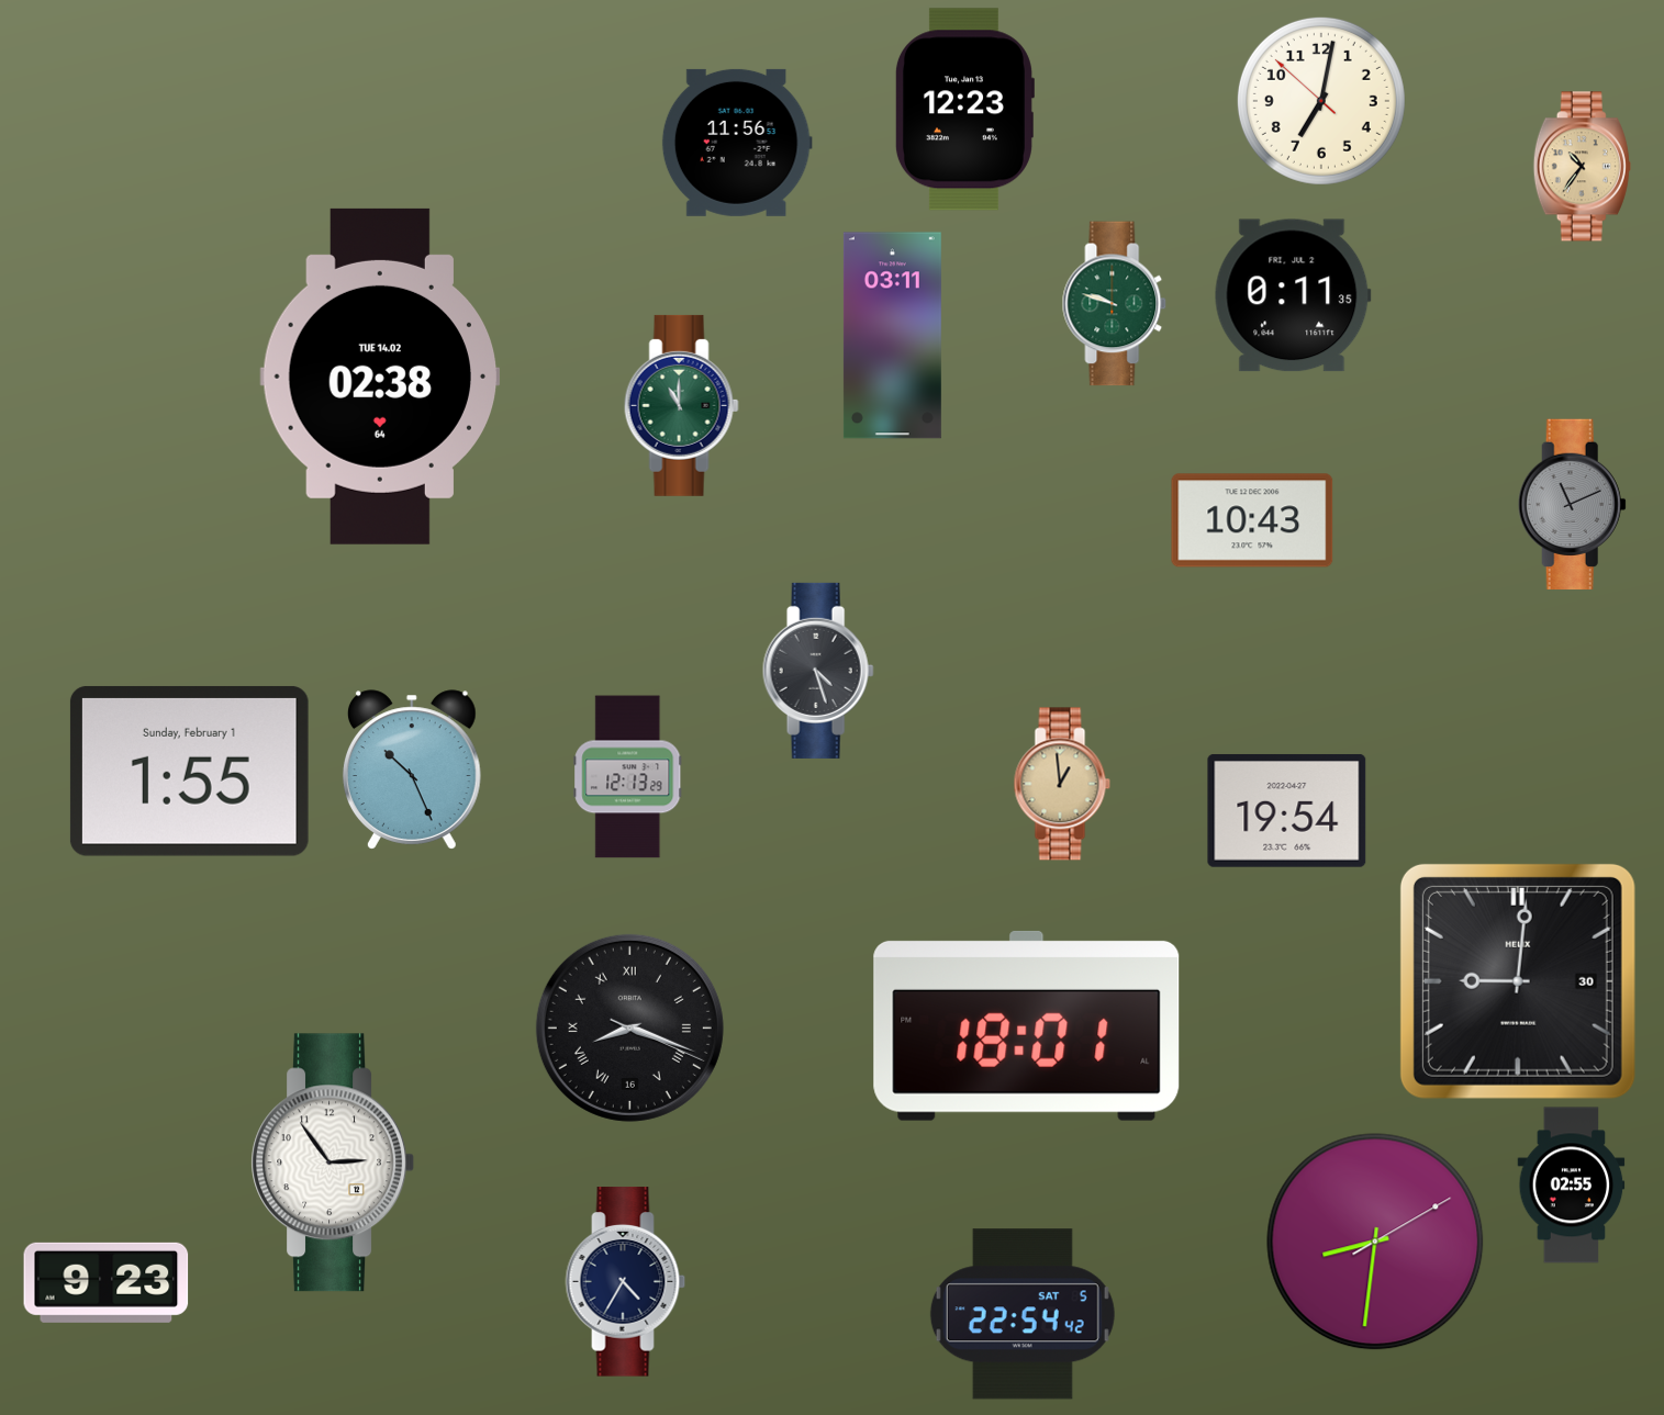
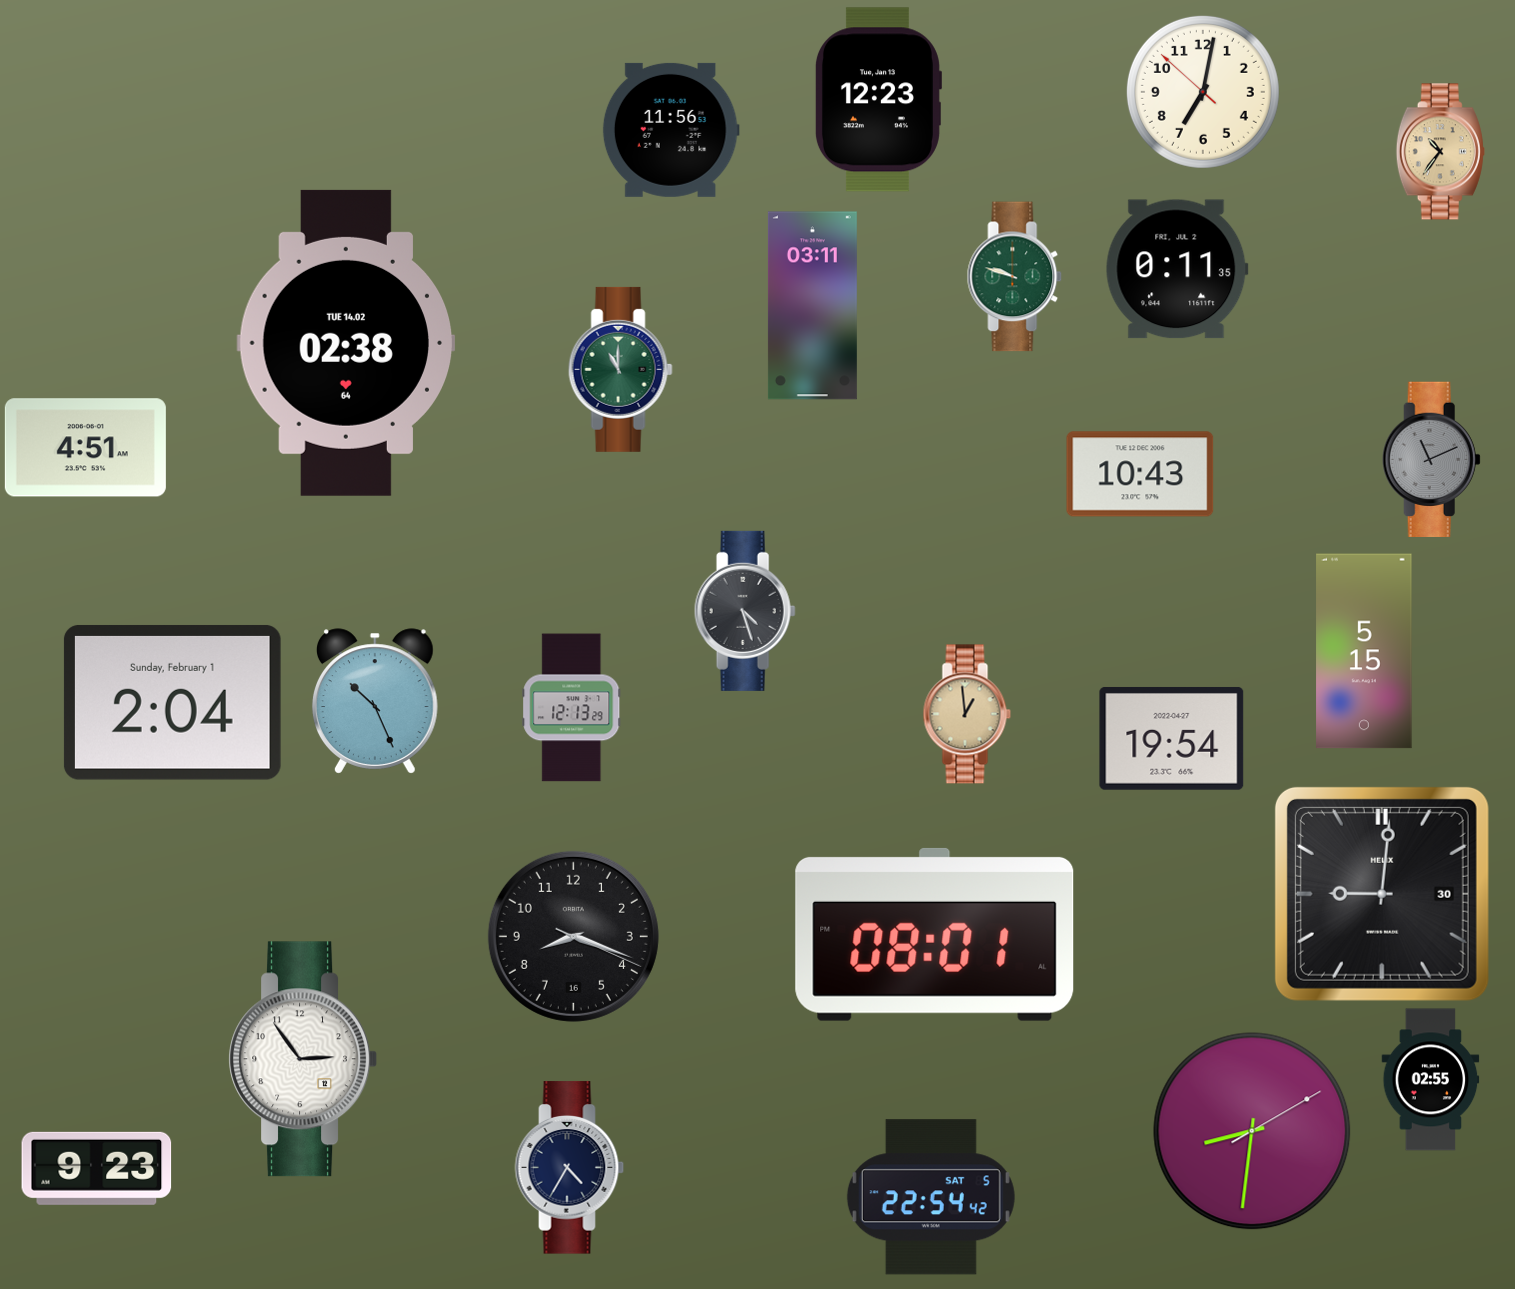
clock at (85, 448): none -> 4:51
clock at (1364, 651): none -> 5:15
clock at (189, 771): 1:55 -> 2:04
clock at (1027, 1025): 18:01 -> 08:01
clock at (629, 1027) numerals: Roman -> Arabic
